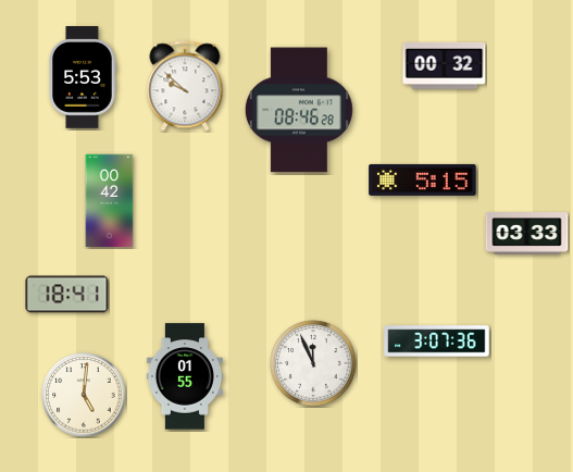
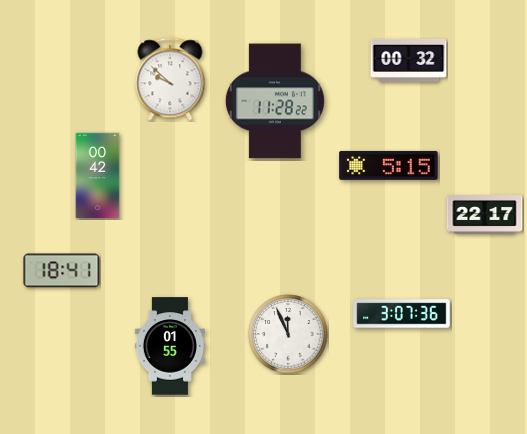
clock at (83, 78): 5:53 -> none
clock at (299, 110): 08:46 -> 11:28
clock at (110, 201) position: (110, 201) -> (98, 176)
clock at (527, 234): 03:33 -> 22:17
clock at (84, 395): 5:01 -> none
